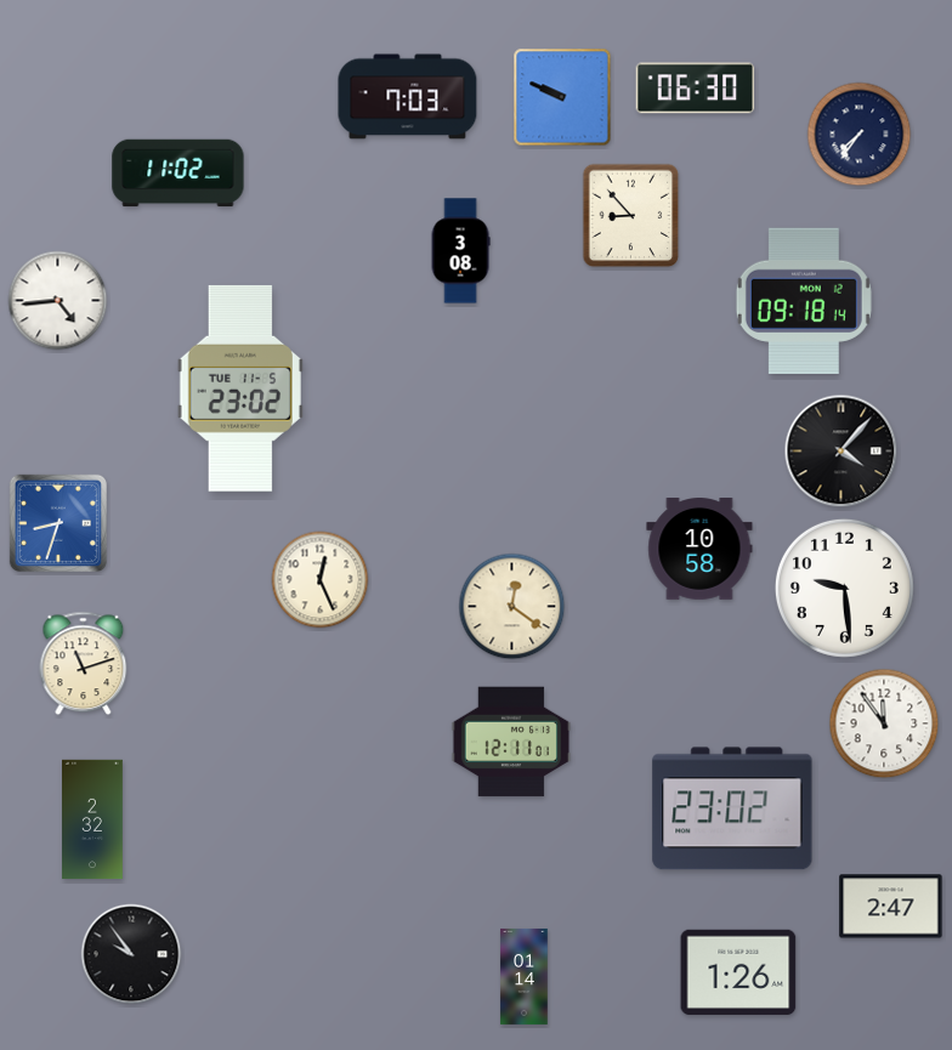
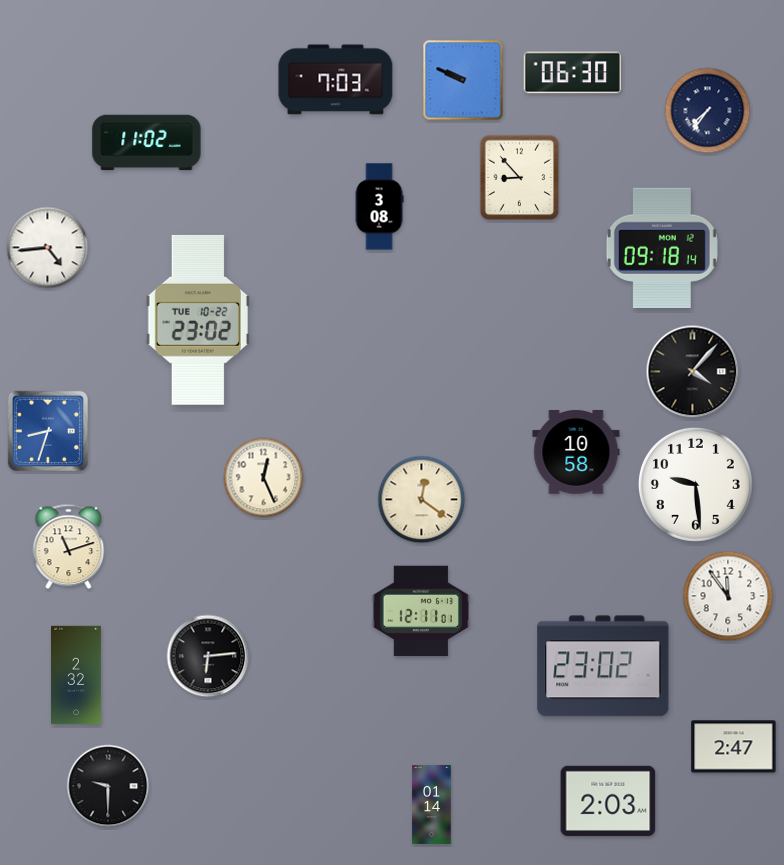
clock at (240, 388) date: TUE 11-5 -> TUE 10-22
clock at (208, 656): none -> 6:14
clock at (131, 954): 9:54 -> 9:30
clock at (738, 972): 1:26 -> 2:03
